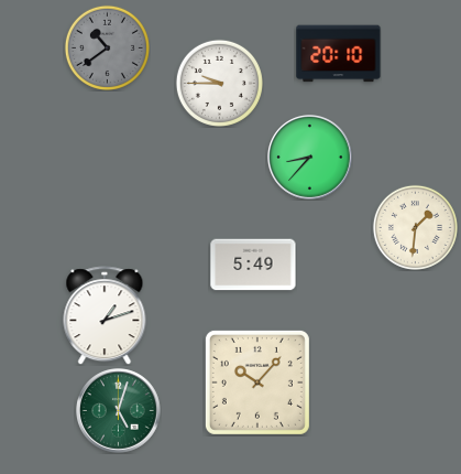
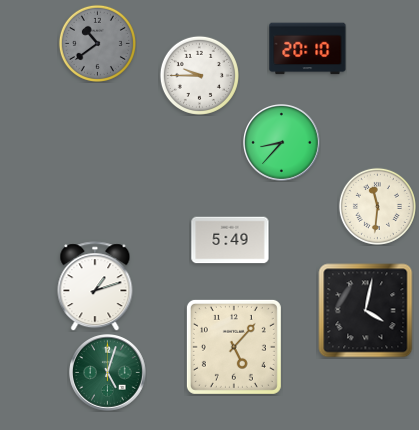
clock at (415, 227): 1:31 -> 11:31
clock at (366, 311): none -> 4:02
clock at (257, 383): 10:07 -> 5:07
